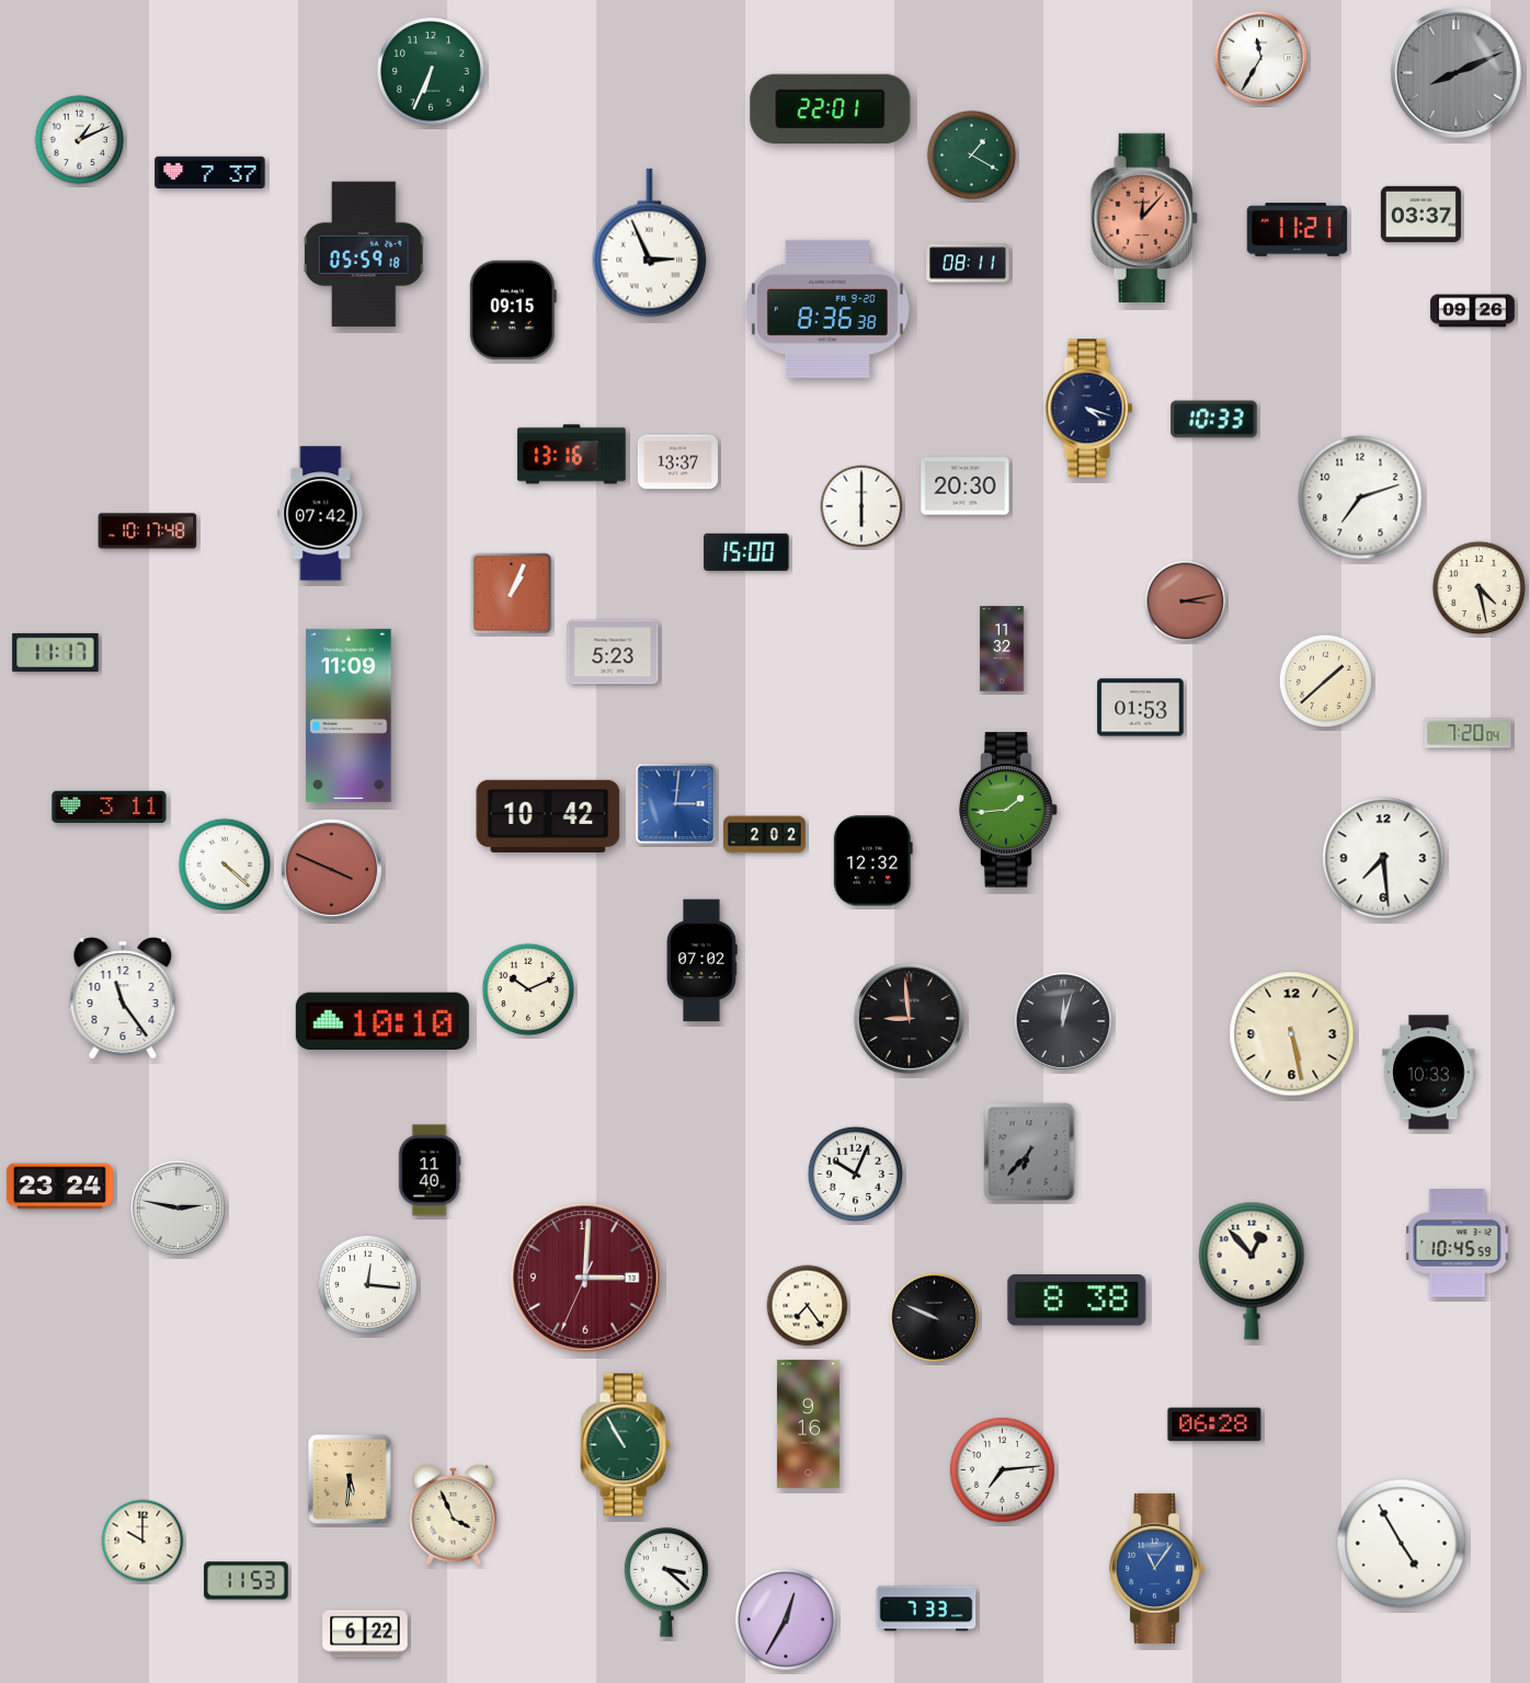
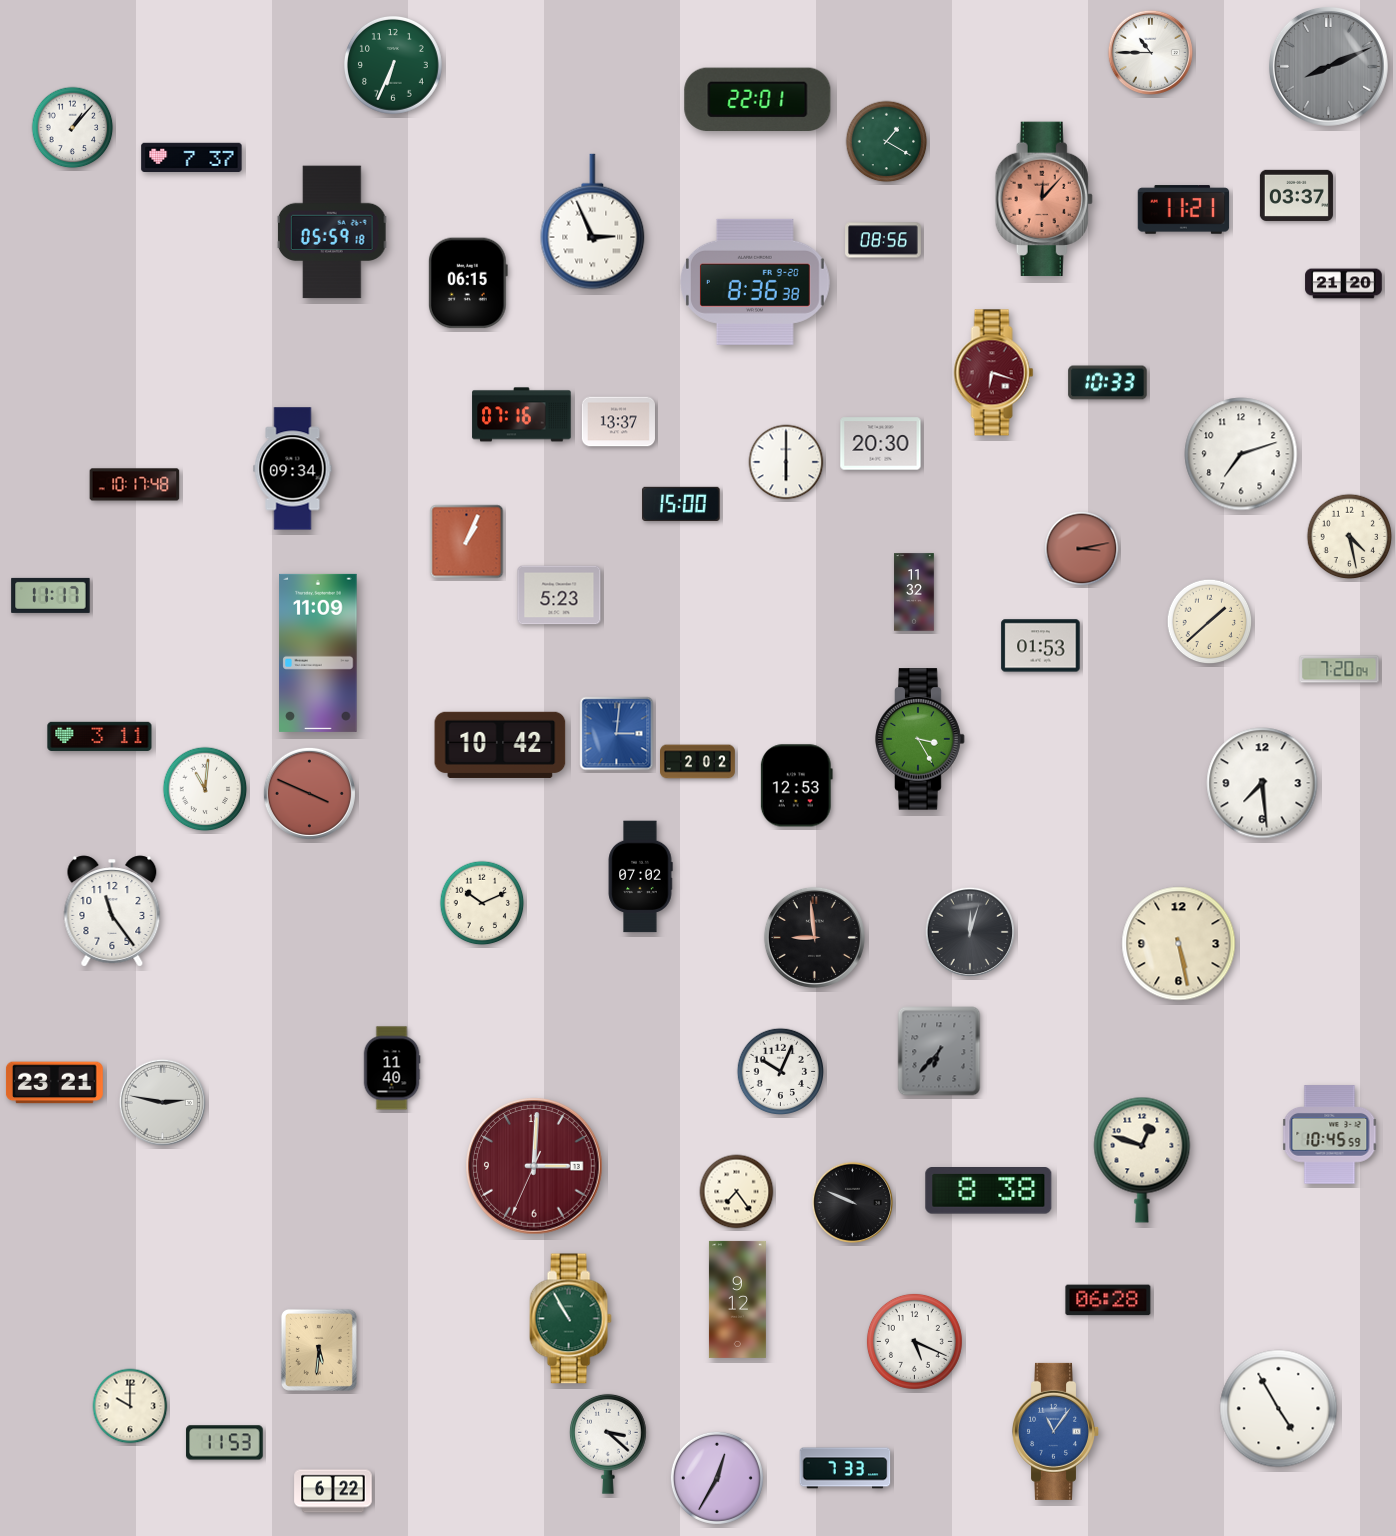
clock at (1260, 57): 11:35 -> 10:45
clock at (80, 140): 1:11 -> 1:07
clock at (968, 263): 08:11 -> 08:56
clock at (513, 310): 09:15 -> 06:15
clock at (1473, 311): 09:26 -> 21:20
clock at (1089, 409): 4:18 -> 6:18
clock at (1089, 409) dial: navy -> burgundy
clock at (572, 455): 13:16 -> 07:16
clock at (321, 514): 07:42 -> 09:34
clock at (1008, 810): 1:44 -> 3:25
clock at (872, 861): 12:32 -> 12:53
clock at (225, 865): 4:22 -> 11:01
clock at (331, 869) position: (331, 869) -> (309, 793)
clock at (909, 1018) position: (909, 1018) -> (814, 937)
clock at (382, 1020): 10:10 -> none
clock at (1429, 1073): 10:33 -> none
clock at (59, 1187): 23:24 -> 23:21
clock at (1252, 1271): 12:53 -> 12:48
clock at (367, 1284): 12:16 -> none
clock at (1077, 1301) position: (1077, 1301) -> (989, 1191)
clock at (808, 1423): 9:16 -> 9:12
clock at (1002, 1469): 7:14 -> 5:19
clock at (454, 1514): 3:56 -> none
